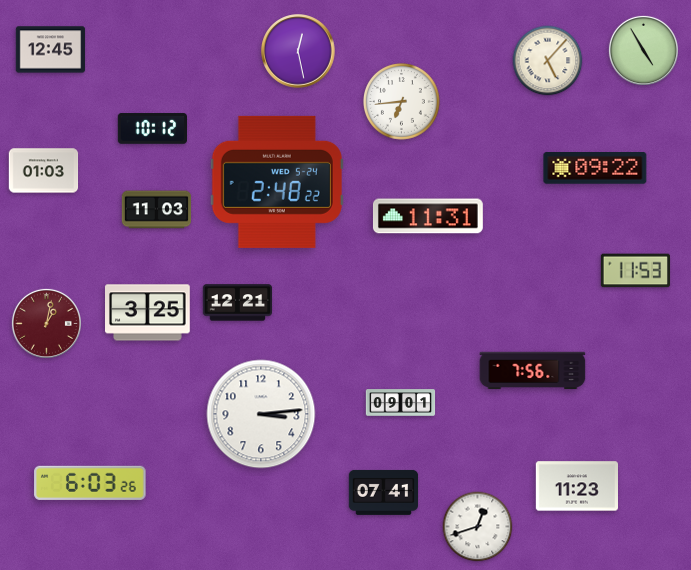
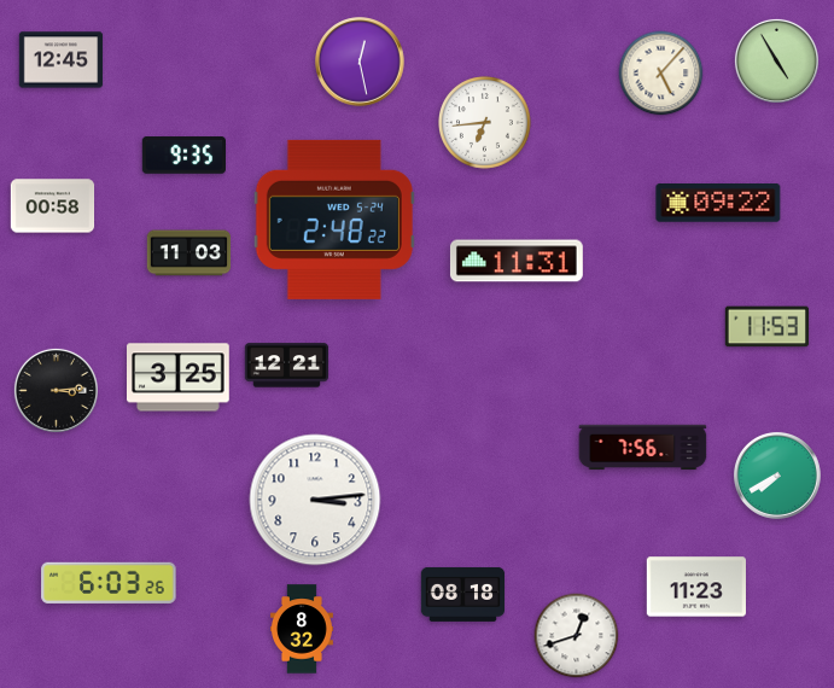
clock at (152, 129): 10:12 -> 9:35
clock at (44, 171): 01:03 -> 00:58
clock at (46, 323): 1:02 -> 3:14
clock at (46, 323) dial: burgundy -> black
clock at (777, 476): none -> 7:40
clock at (401, 403): 09:01 -> none
clock at (384, 492): 07:41 -> 08:18
clock at (302, 629): none -> 8:32
